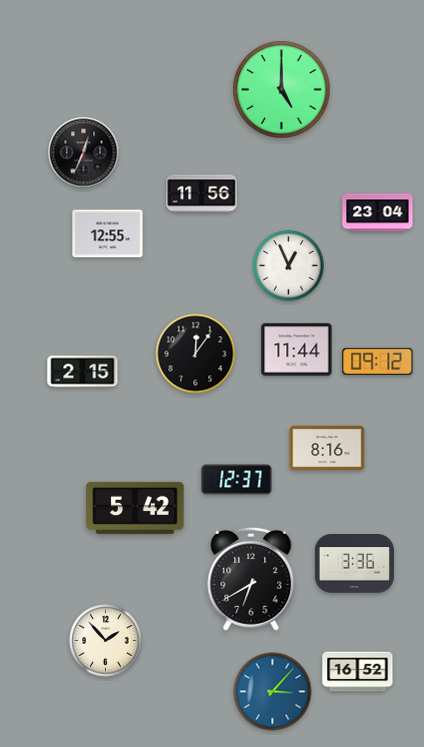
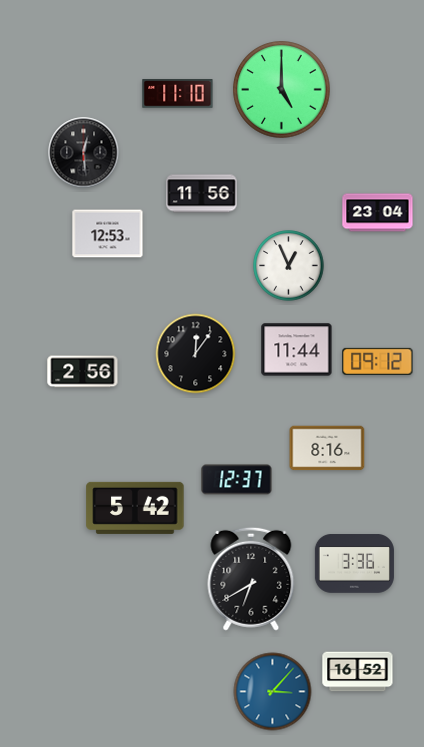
clock at (178, 94): none -> 11:10
clock at (84, 153): 12:34 -> 12:29
clock at (108, 234): 12:55 -> 12:53
clock at (83, 372): 2:15 -> 2:56
clock at (106, 641): 1:53 -> none
